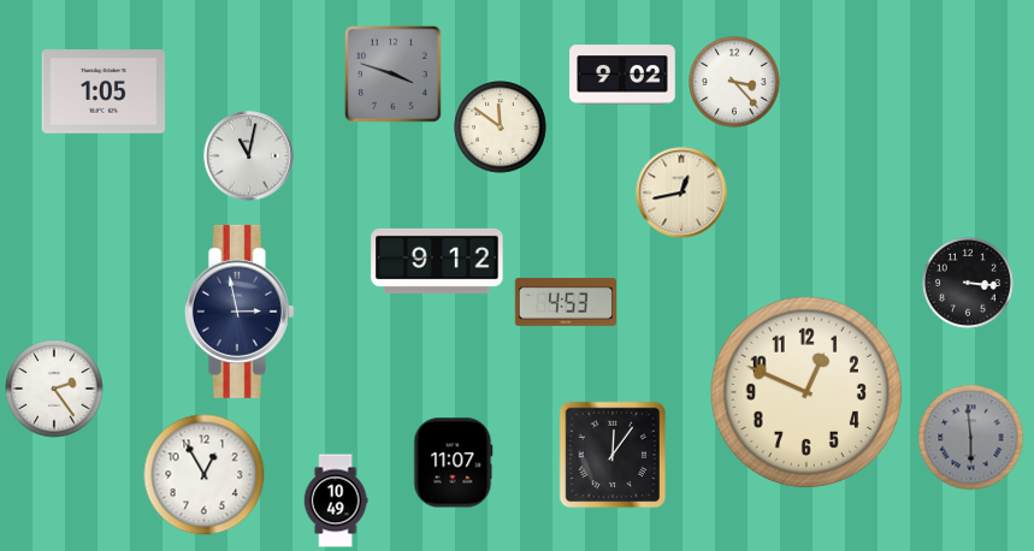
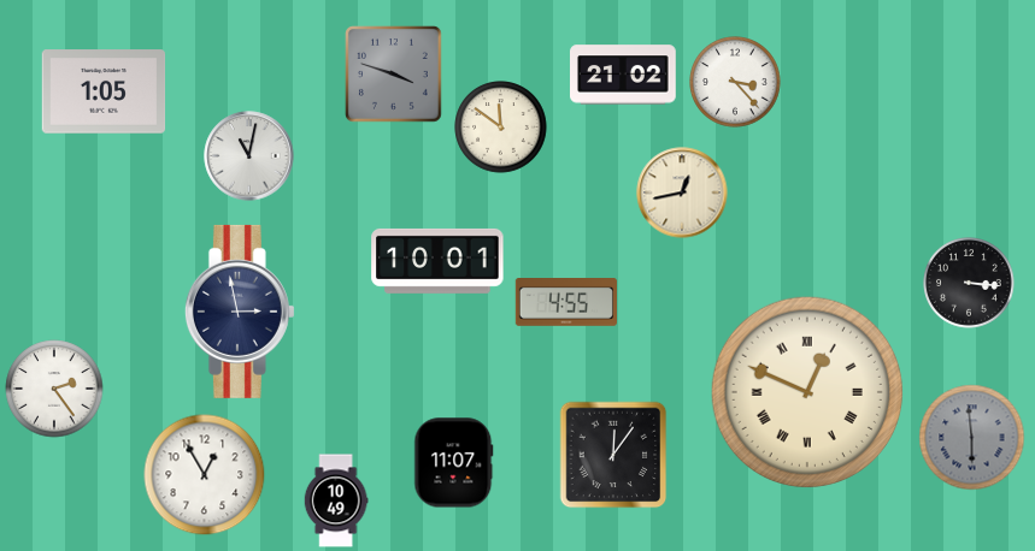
clock at (624, 75): 9:02 -> 21:02
clock at (437, 261): 9:12 -> 10:01
clock at (565, 303): 4:53 -> 4:55
clock at (806, 392) numerals: Arabic -> Roman
